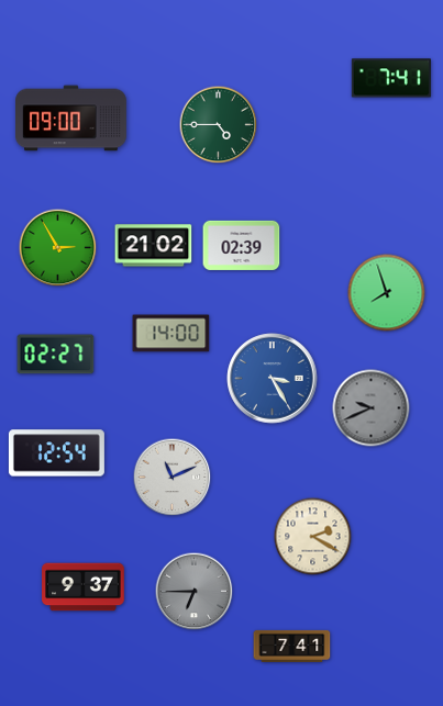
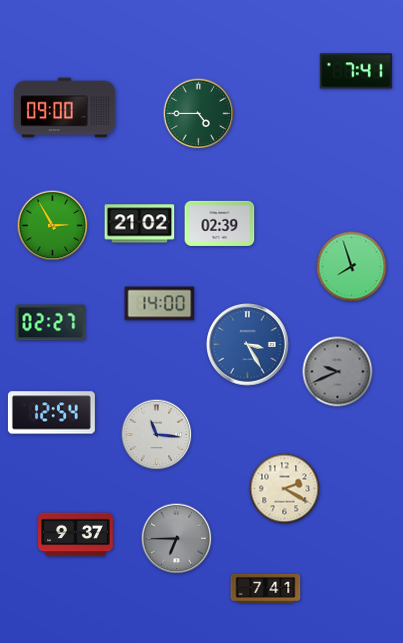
clock at (171, 334) position: (171, 334) -> (160, 304)
clock at (173, 478): 11:11 -> 11:16
